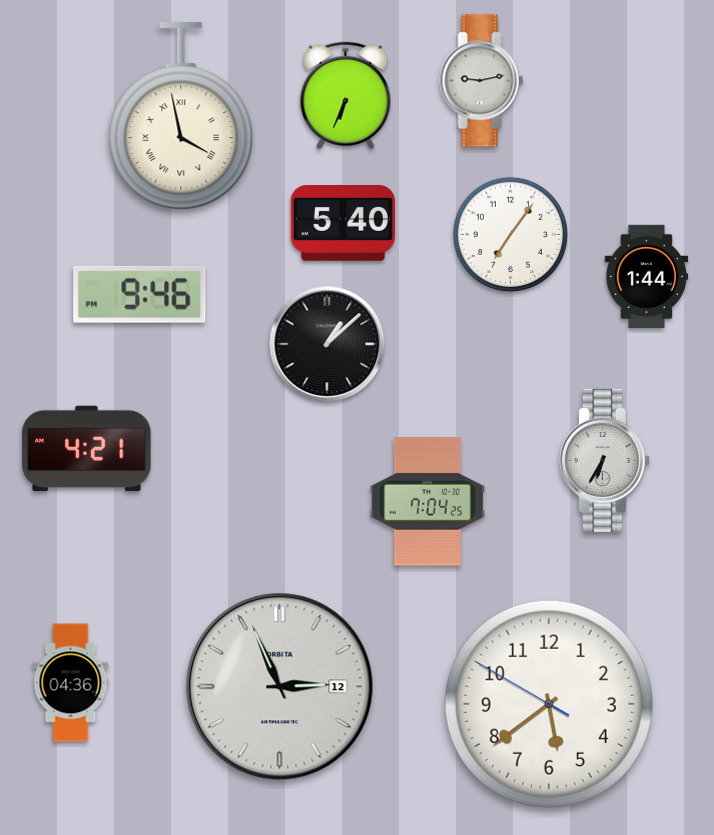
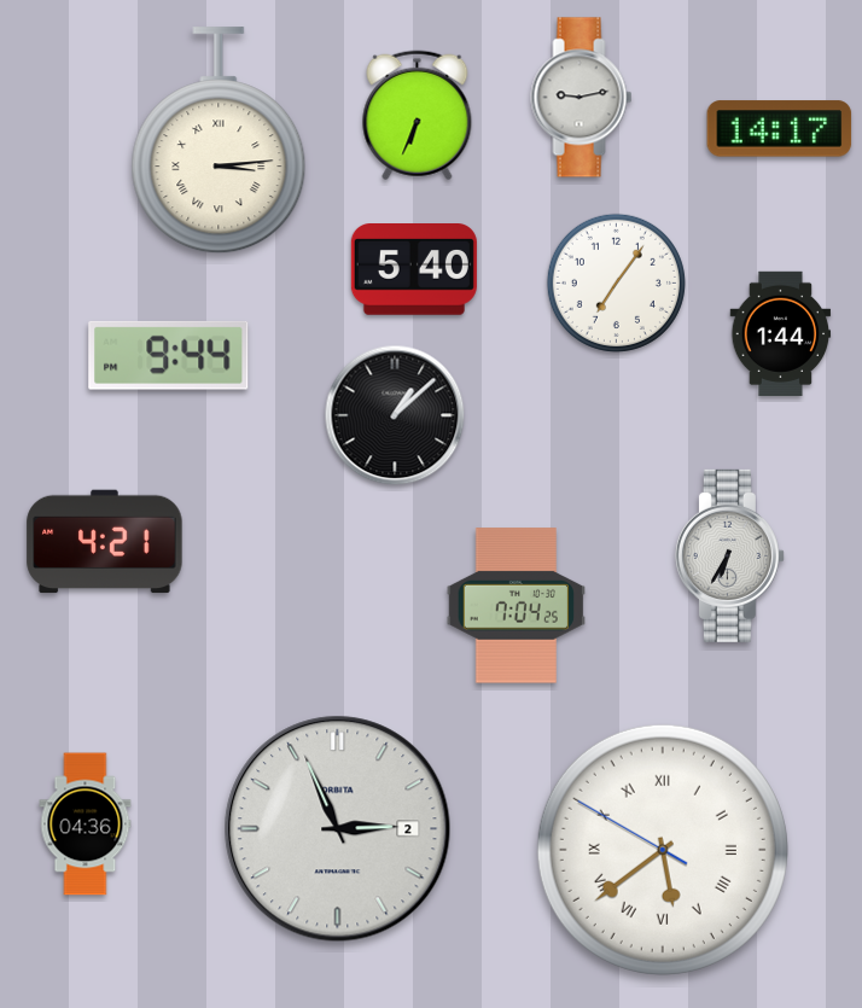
clock at (780, 129): none -> 14:17
clock at (181, 117): 3:58 -> 3:14
clock at (140, 294): 9:46 -> 9:44
clock at (280, 687) date: 12 -> 2
clock at (549, 704) numerals: Arabic -> Roman
